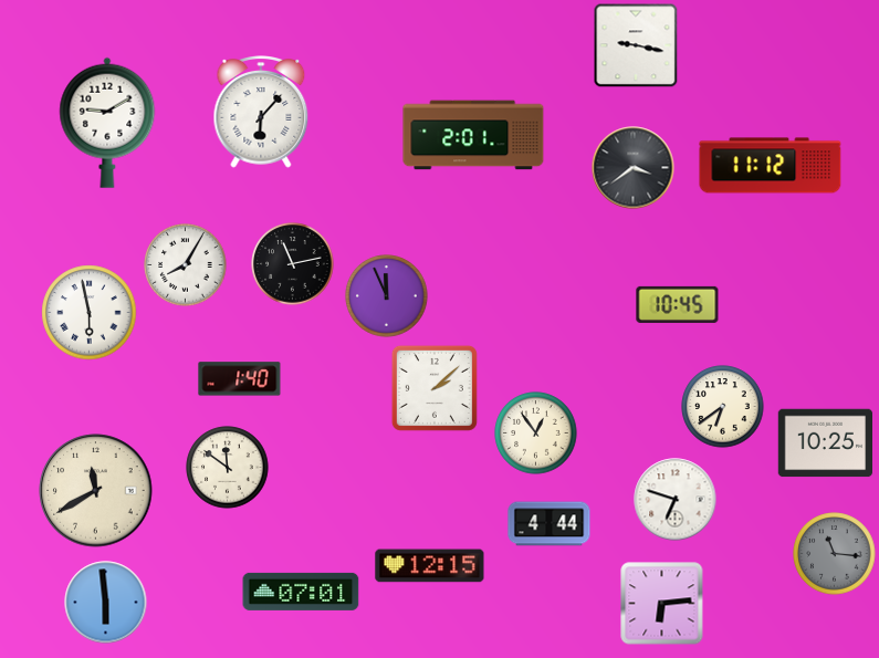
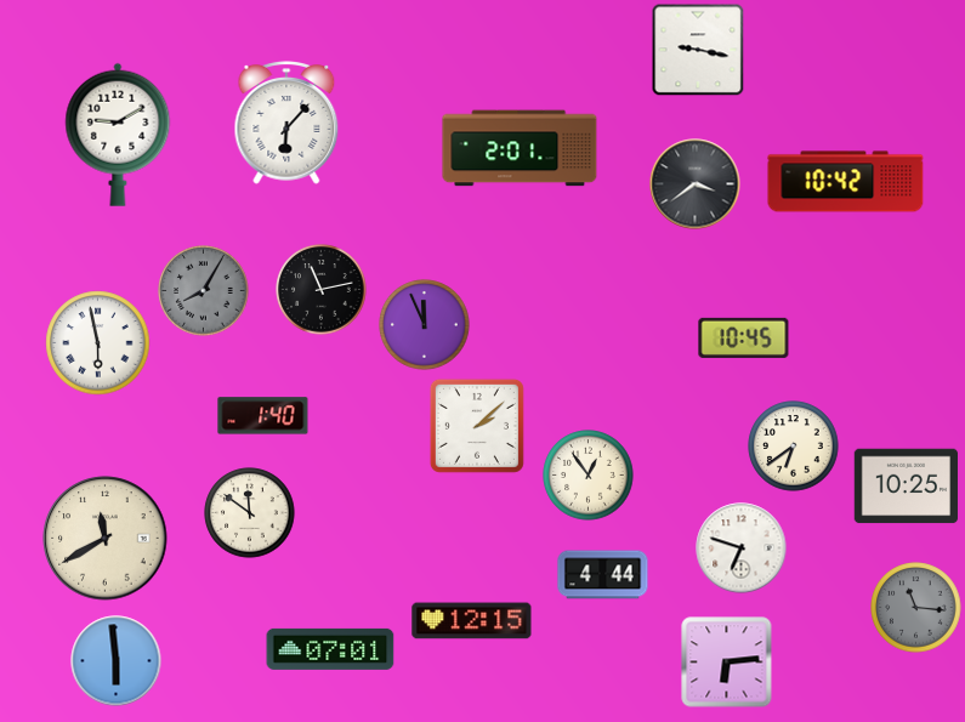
clock at (771, 166): 11:12 -> 10:42
clock at (186, 265) dial: white -> grey
clock at (678, 304) position: (678, 304) -> (744, 337)
